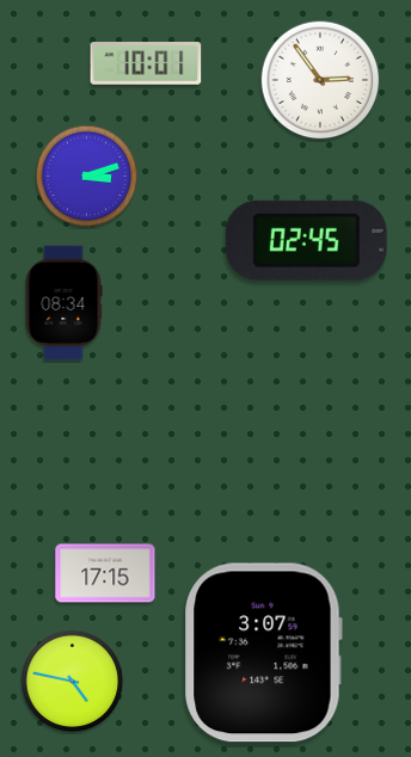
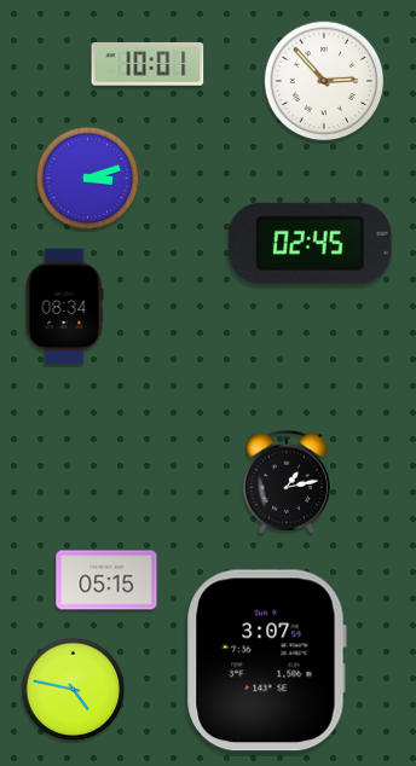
clock at (320, 80): 2:54 -> 2:53
clock at (287, 482): none -> 1:13
clock at (105, 573): 17:15 -> 05:15
